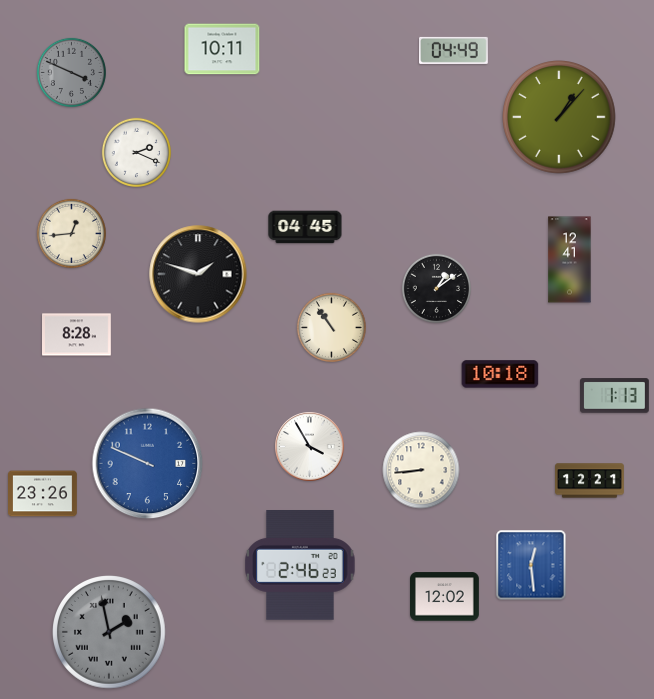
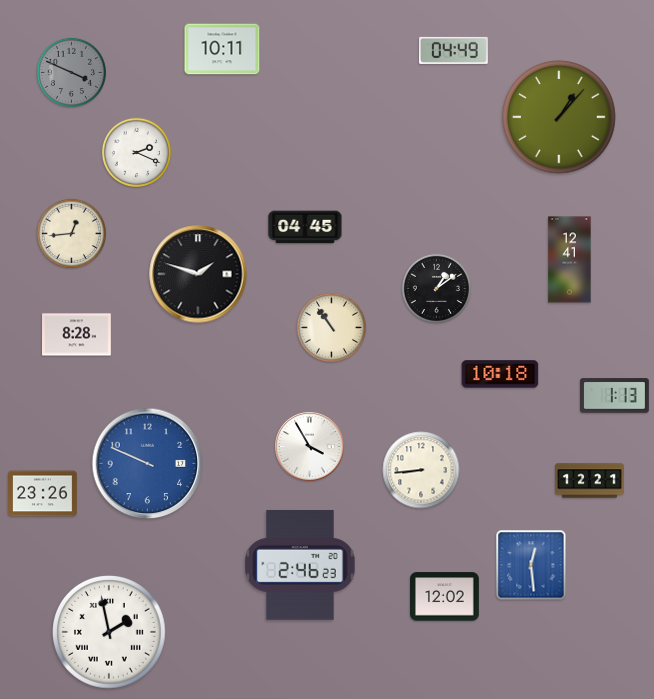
clock at (110, 633) dial: grey -> white
